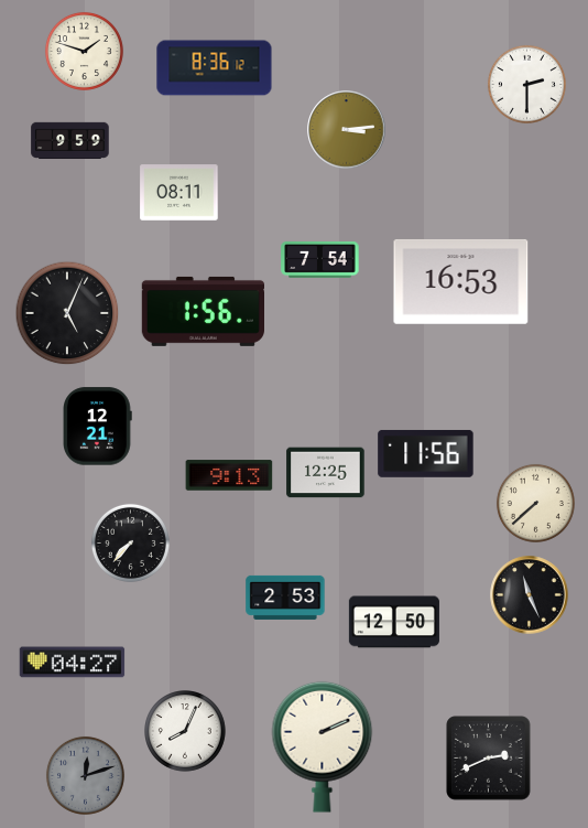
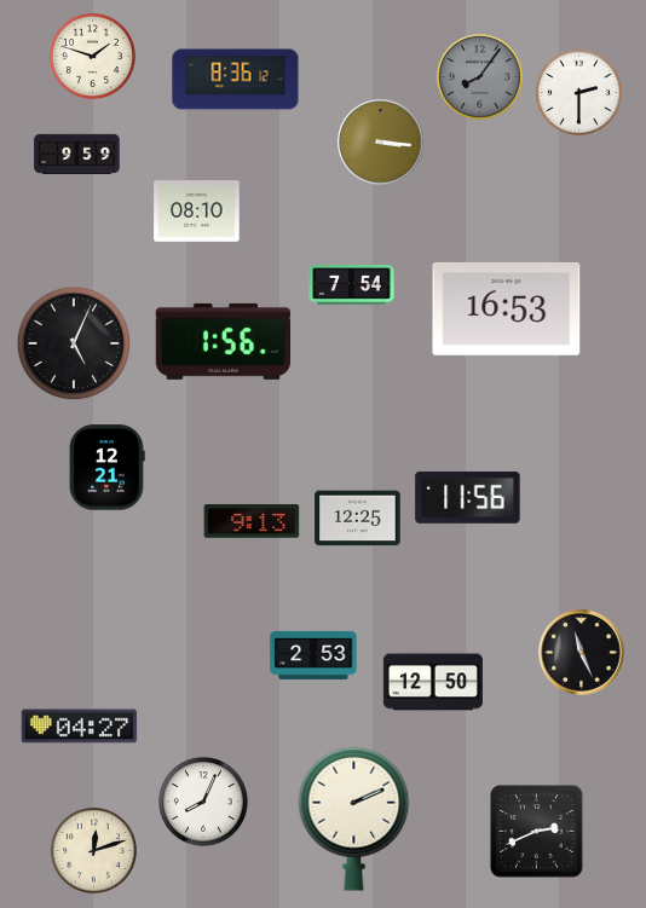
clock at (215, 68) position: (215, 68) -> (236, 80)
clock at (479, 76): none -> 8:06
clock at (347, 130): 3:14 -> 3:16
clock at (179, 193): 08:11 -> 08:10
clock at (535, 503): 7:38 -> none
clock at (130, 542): 7:37 -> none
clock at (85, 775) dial: grey -> cream
